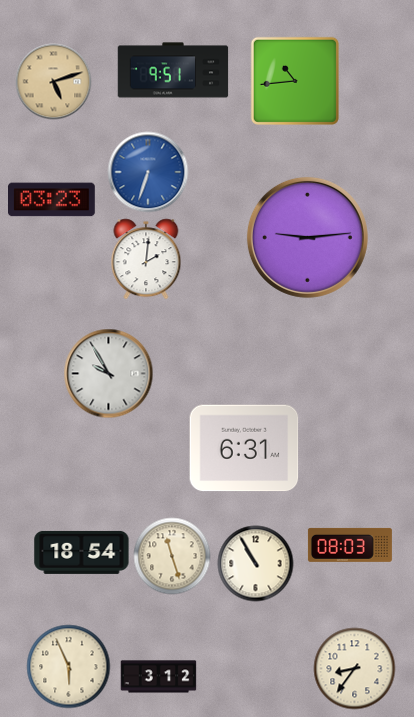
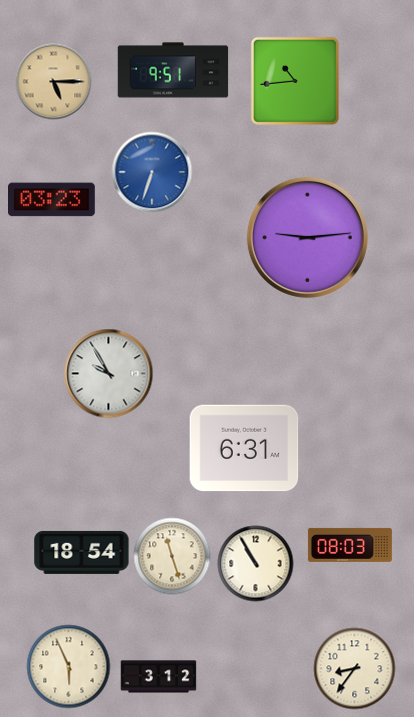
clock at (54, 82): 5:12 -> 5:15
clock at (148, 172) position: (148, 172) -> (152, 172)
clock at (146, 259): 2:01 -> none
